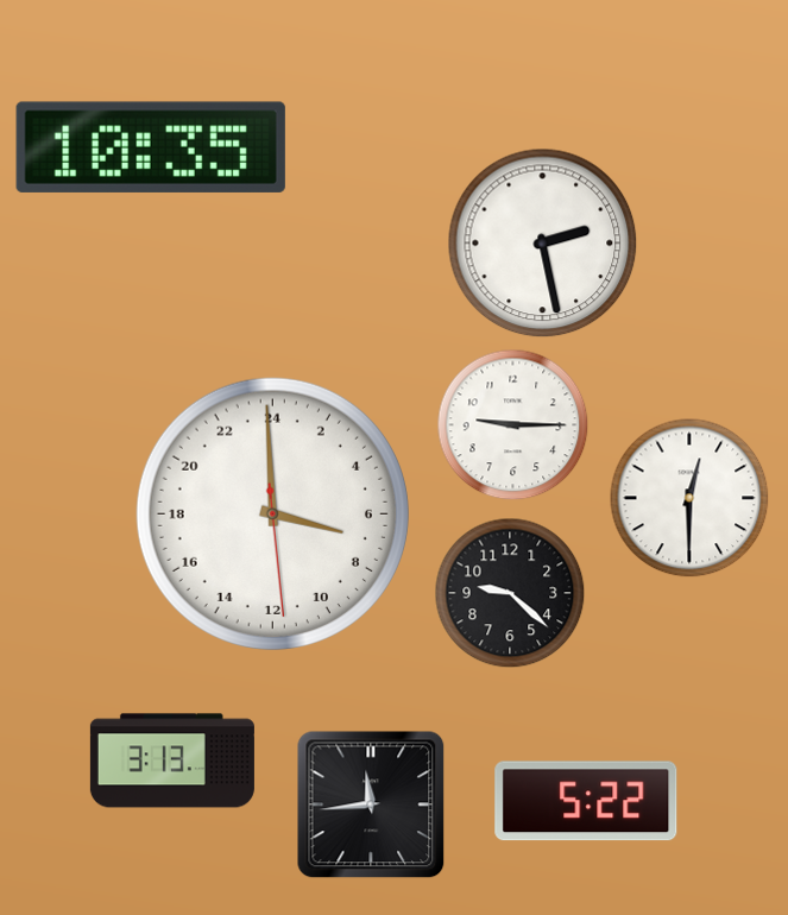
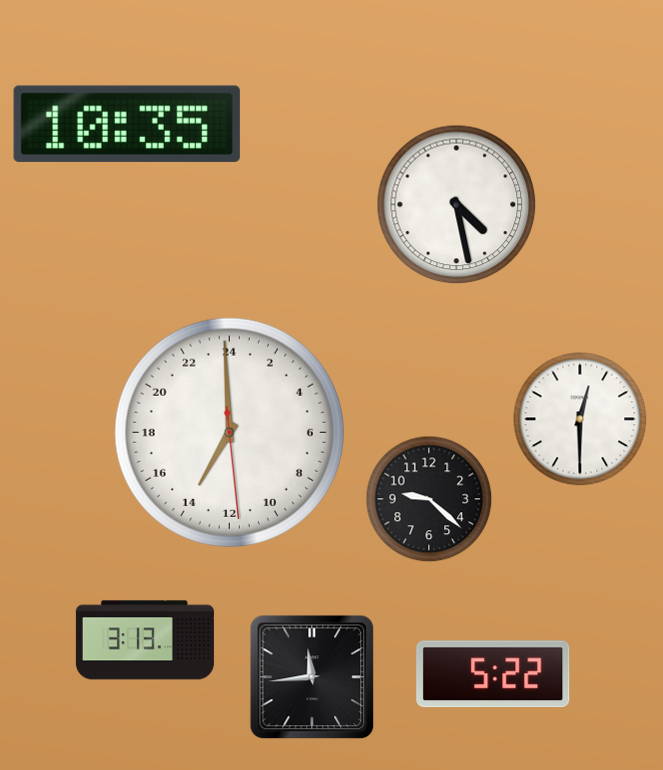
clock at (543, 244): 2:28 -> 4:28
clock at (513, 425): 9:15 -> none
clock at (272, 513): 6:59 -> 13:59
